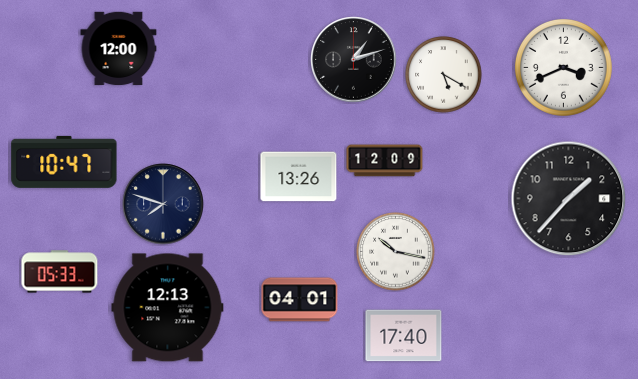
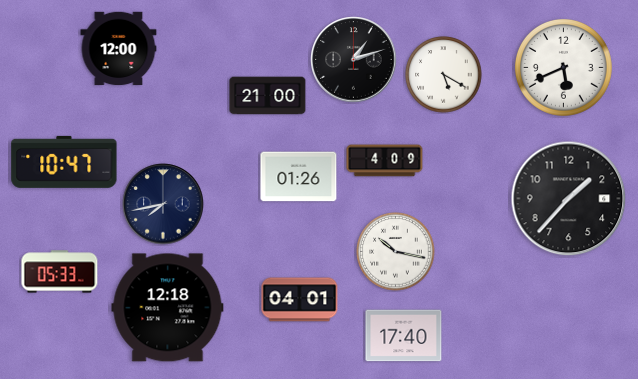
clock at (563, 67): 3:41 -> 5:41
clock at (268, 96): none -> 21:00
clock at (385, 161): 12:09 -> 4:09
clock at (299, 177): 13:26 -> 01:26
clock at (163, 204): 7:48 -> 7:43
clock at (168, 308): 12:13 -> 12:18
